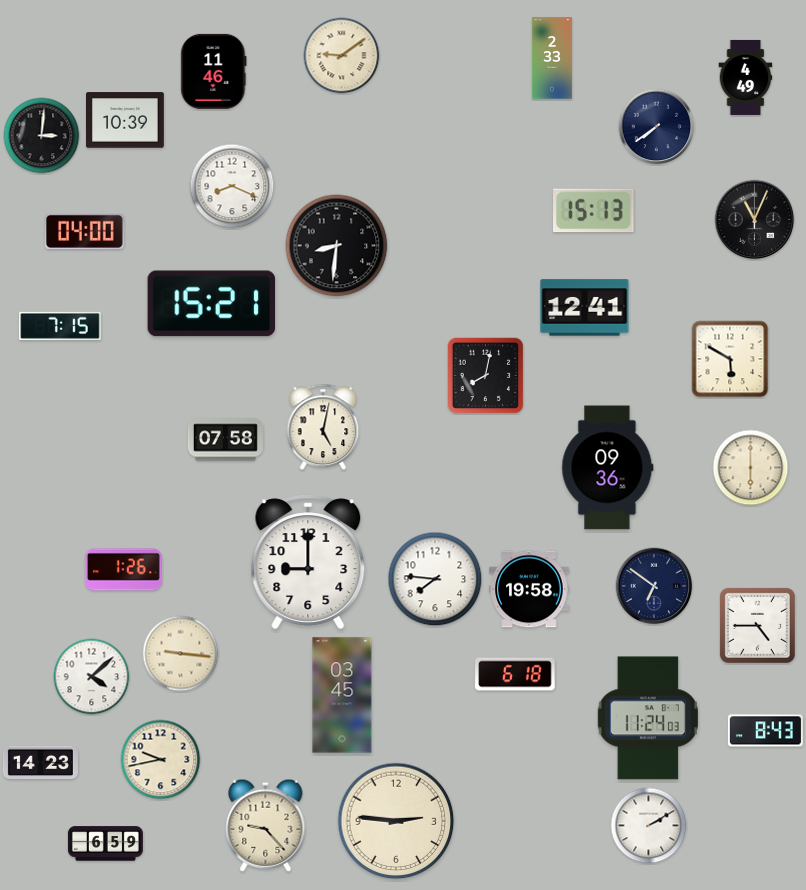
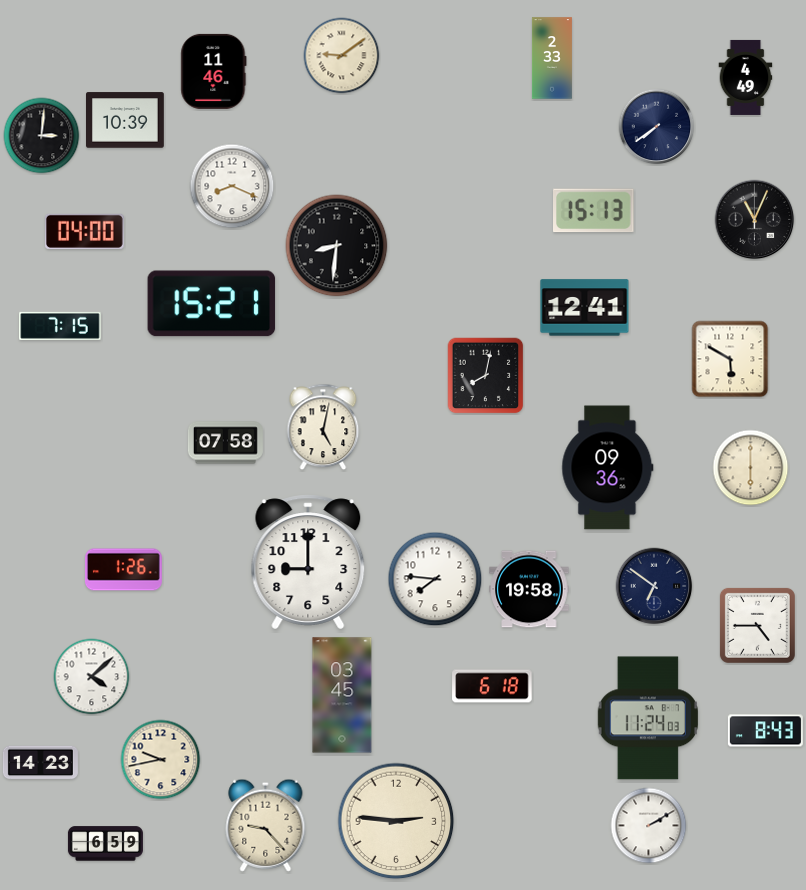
clock at (225, 440) position: (225, 440) -> (225, 443)
clock at (181, 654): 9:16 -> none
clock at (515, 674) position: (515, 674) -> (492, 686)
